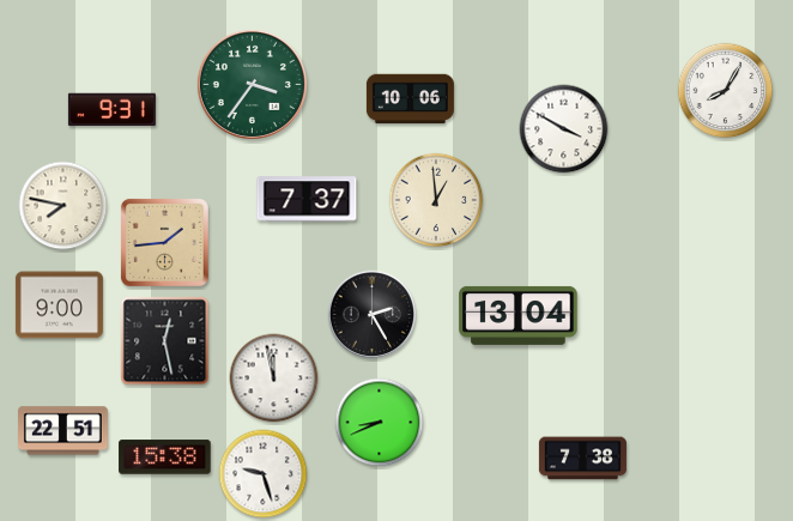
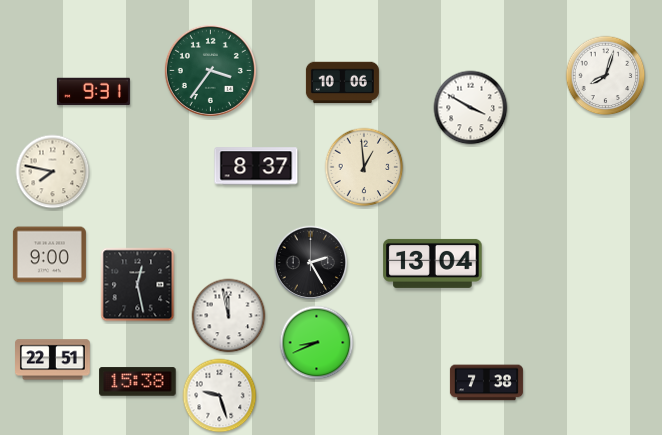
clock at (726, 91): 8:05 -> 8:03
clock at (307, 199): 7:37 -> 8:37
clock at (164, 242): 1:44 -> none
clock at (380, 423) position: (380, 423) -> (317, 343)
